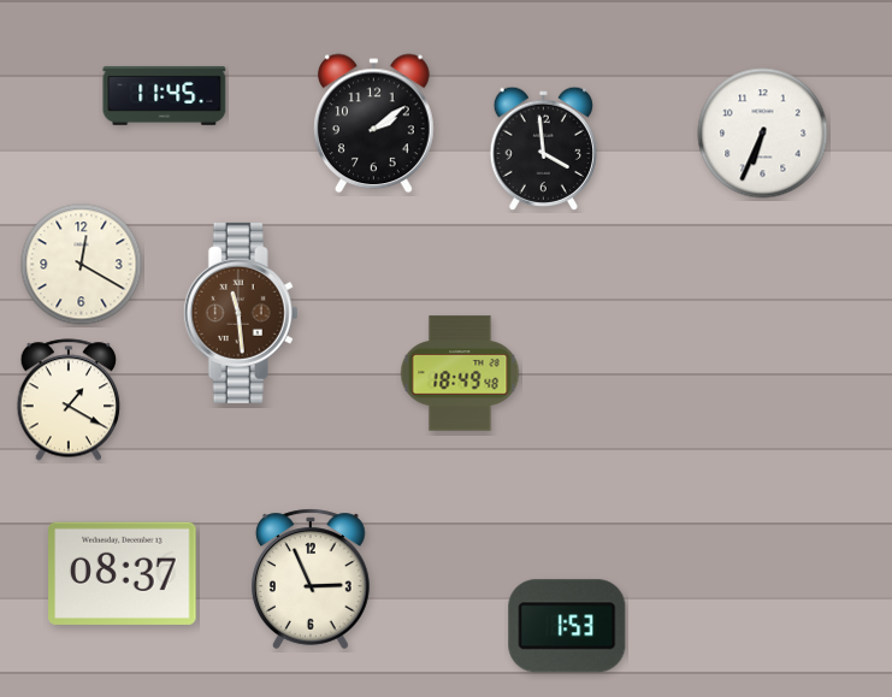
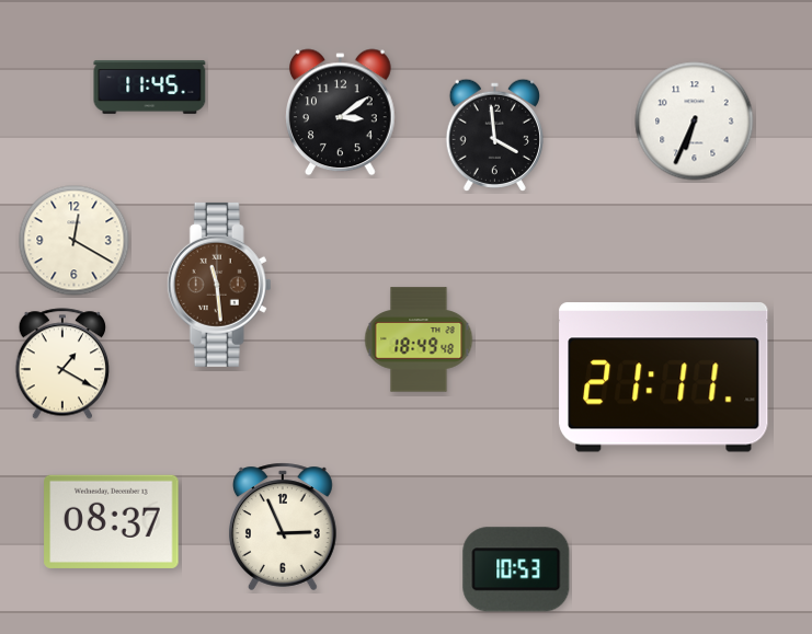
clock at (374, 124): 2:09 -> 3:09
clock at (664, 378): none -> 21:11
clock at (567, 626): 1:53 -> 10:53
